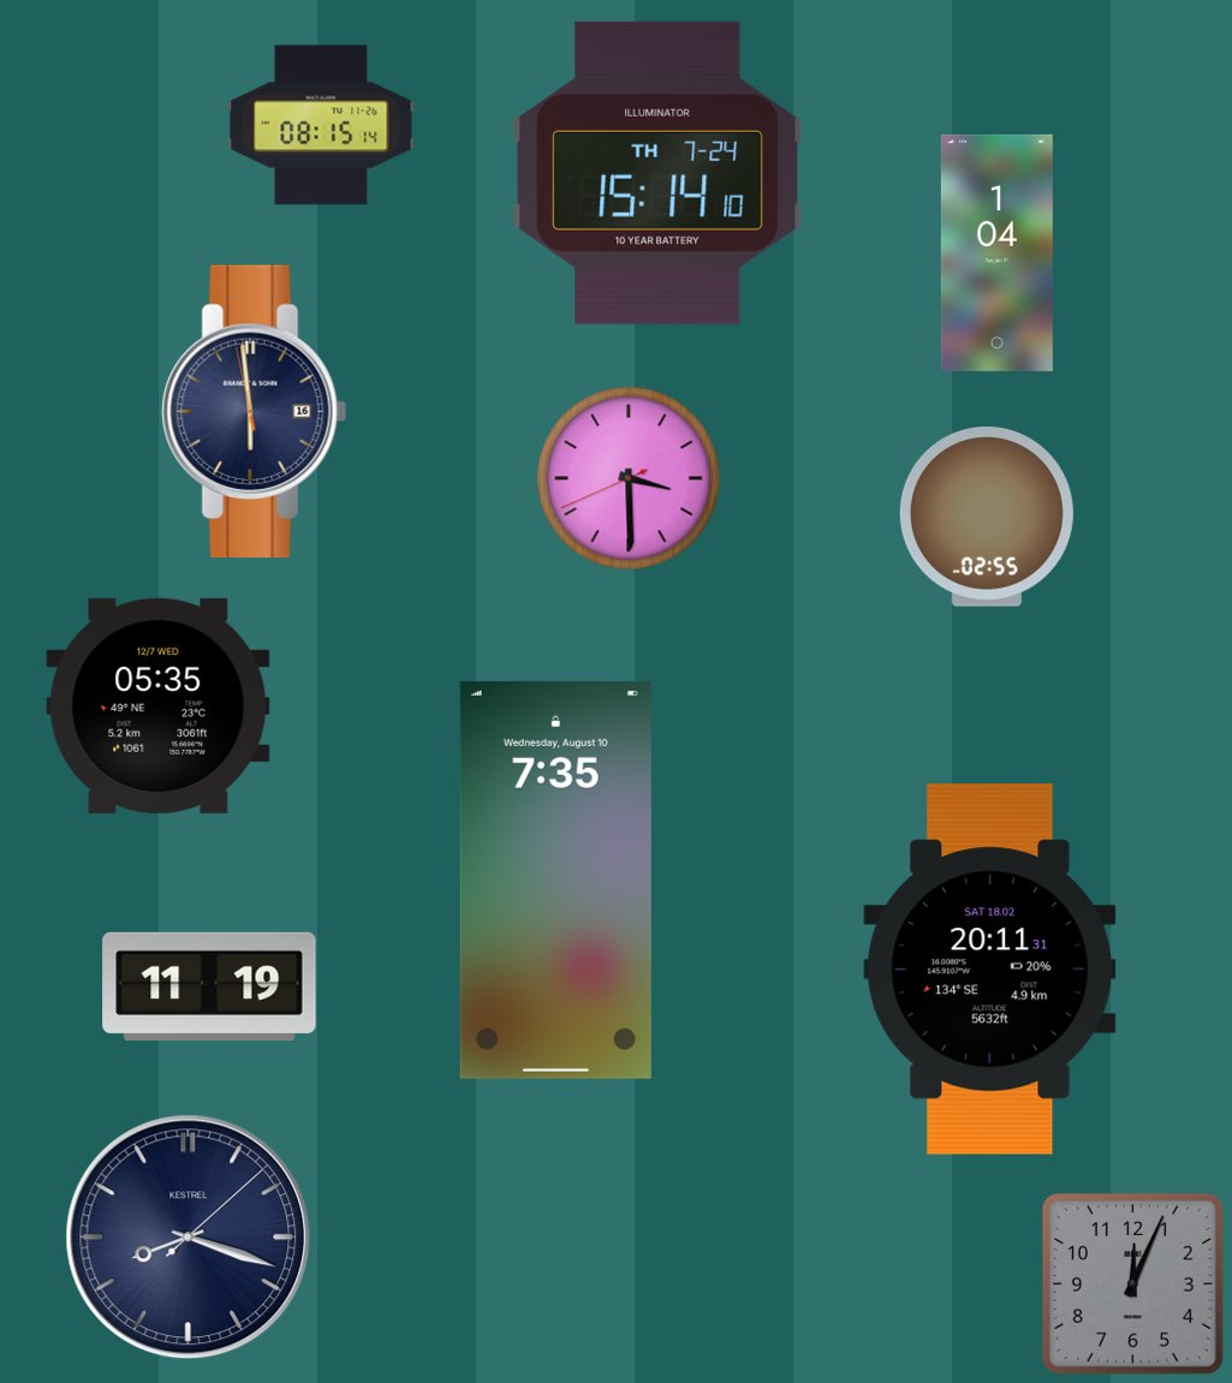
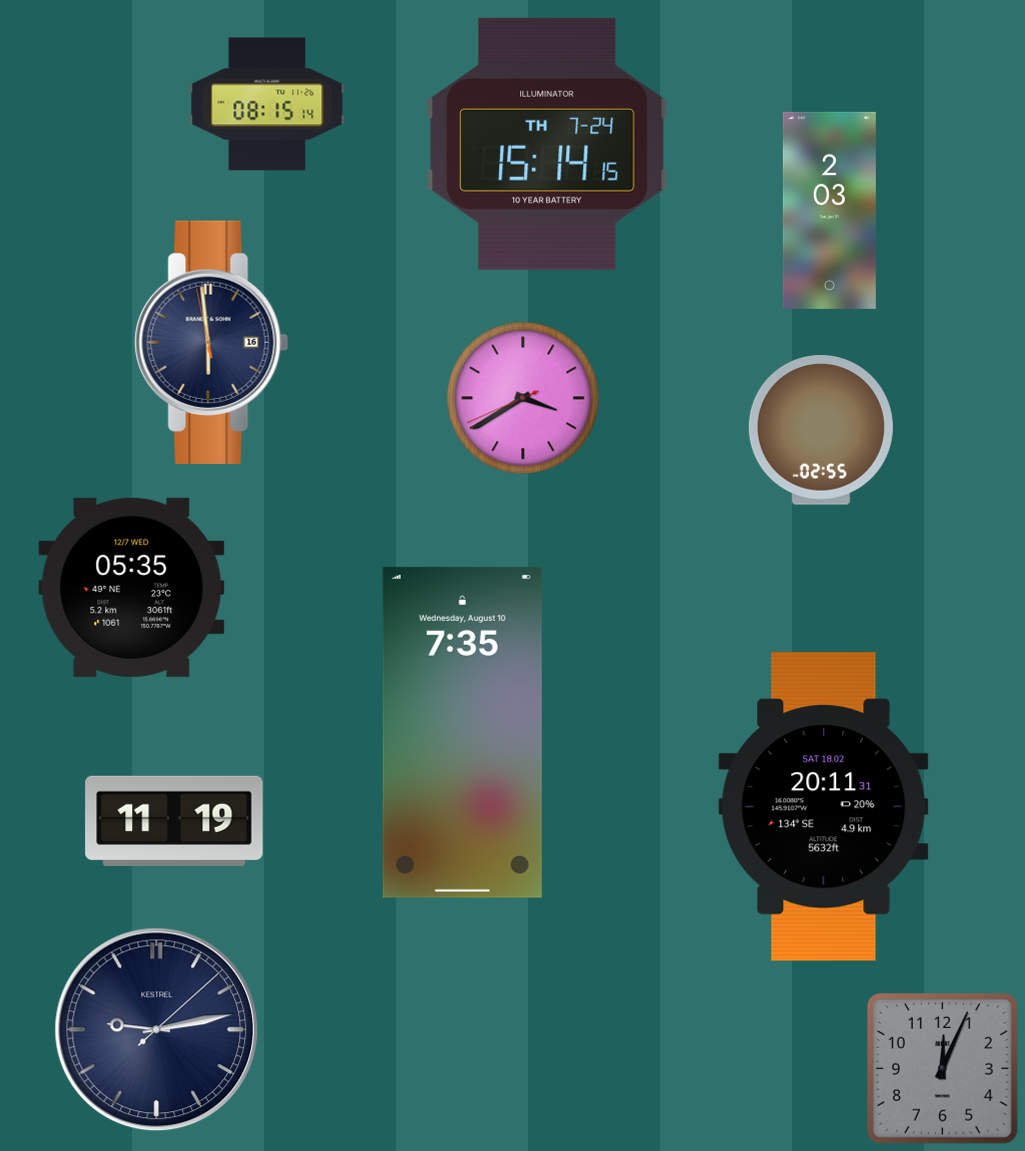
clock at (657, 173): 15:14:10 -> 15:14:15
clock at (996, 252): 1:04 -> 2:03
clock at (629, 478): 3:29 -> 3:39
clock at (189, 1238): 8:18 -> 9:13
